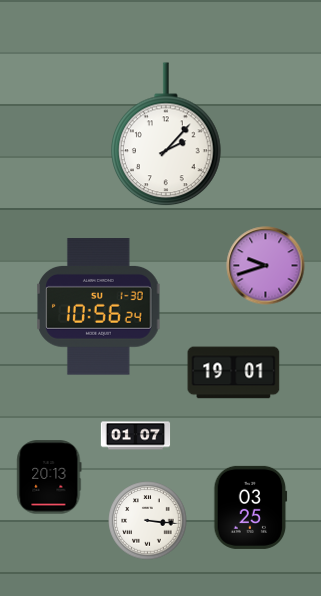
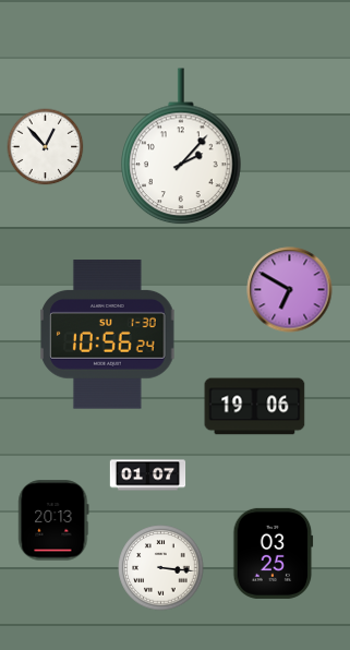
clock at (46, 147): none -> 12:53
clock at (266, 266): 9:42 -> 6:50
clock at (234, 373): 19:01 -> 19:06
